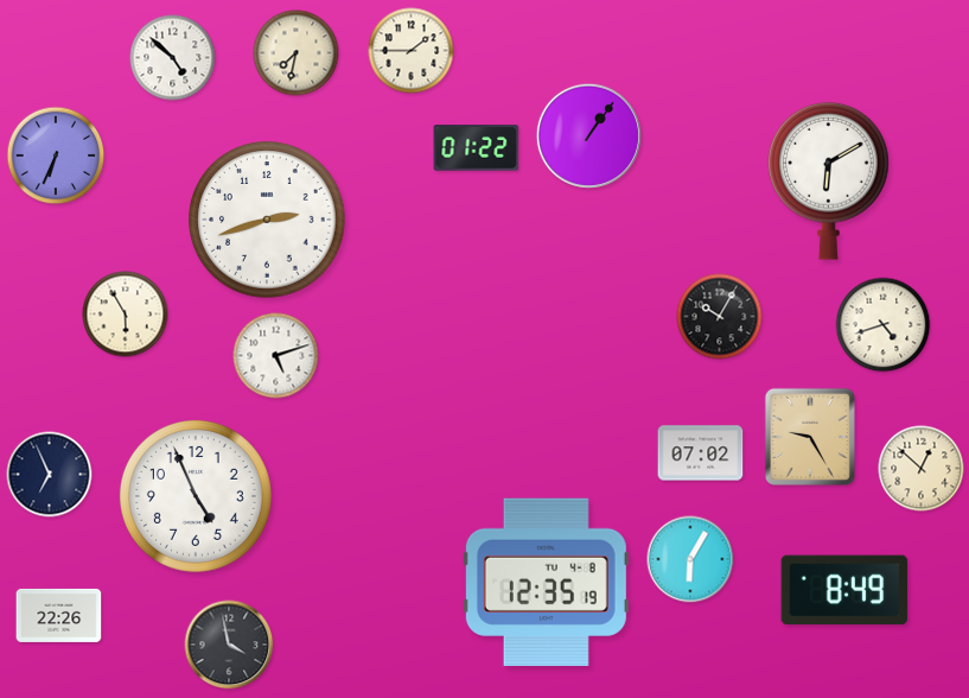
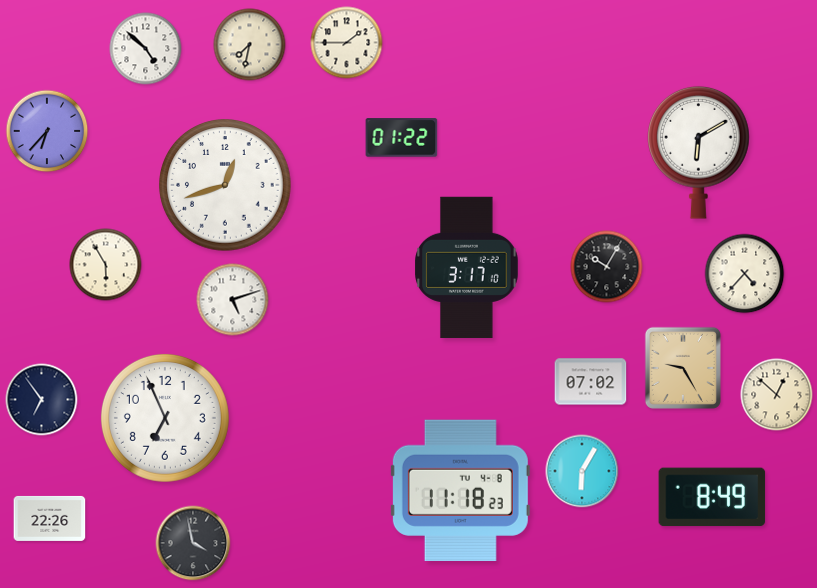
clock at (588, 135): 1:06 -> none
clock at (477, 148) position: (477, 148) -> (402, 138)
clock at (56, 156): 6:34 -> 6:37
clock at (267, 220): 2:42 -> 12:42
clock at (467, 268): none -> 3:17
clock at (884, 325): 4:42 -> 4:37
clock at (50, 475): 6:56 -> 6:54
clock at (196, 496): 4:56 -> 6:56
clock at (546, 582): 12:35 -> 11:18
